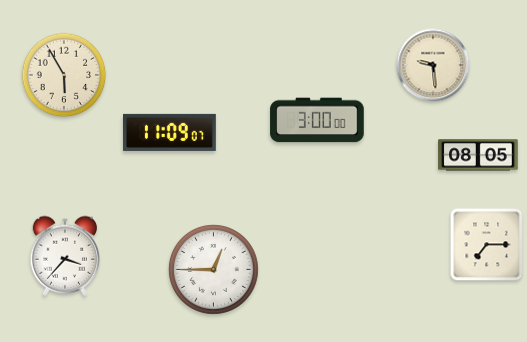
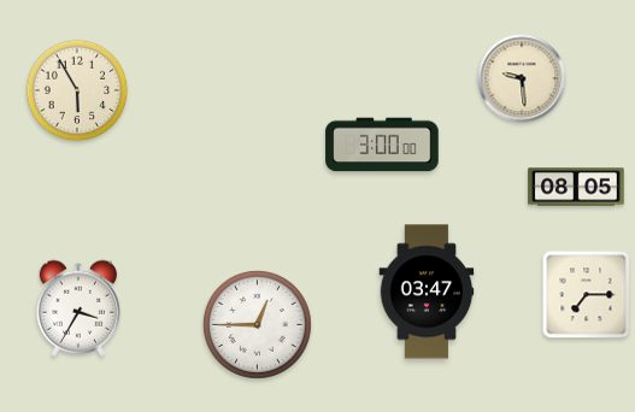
clock at (170, 132): 11:09 -> none
clock at (427, 292): none -> 03:47
clock at (64, 256): 3:37 -> 3:35
